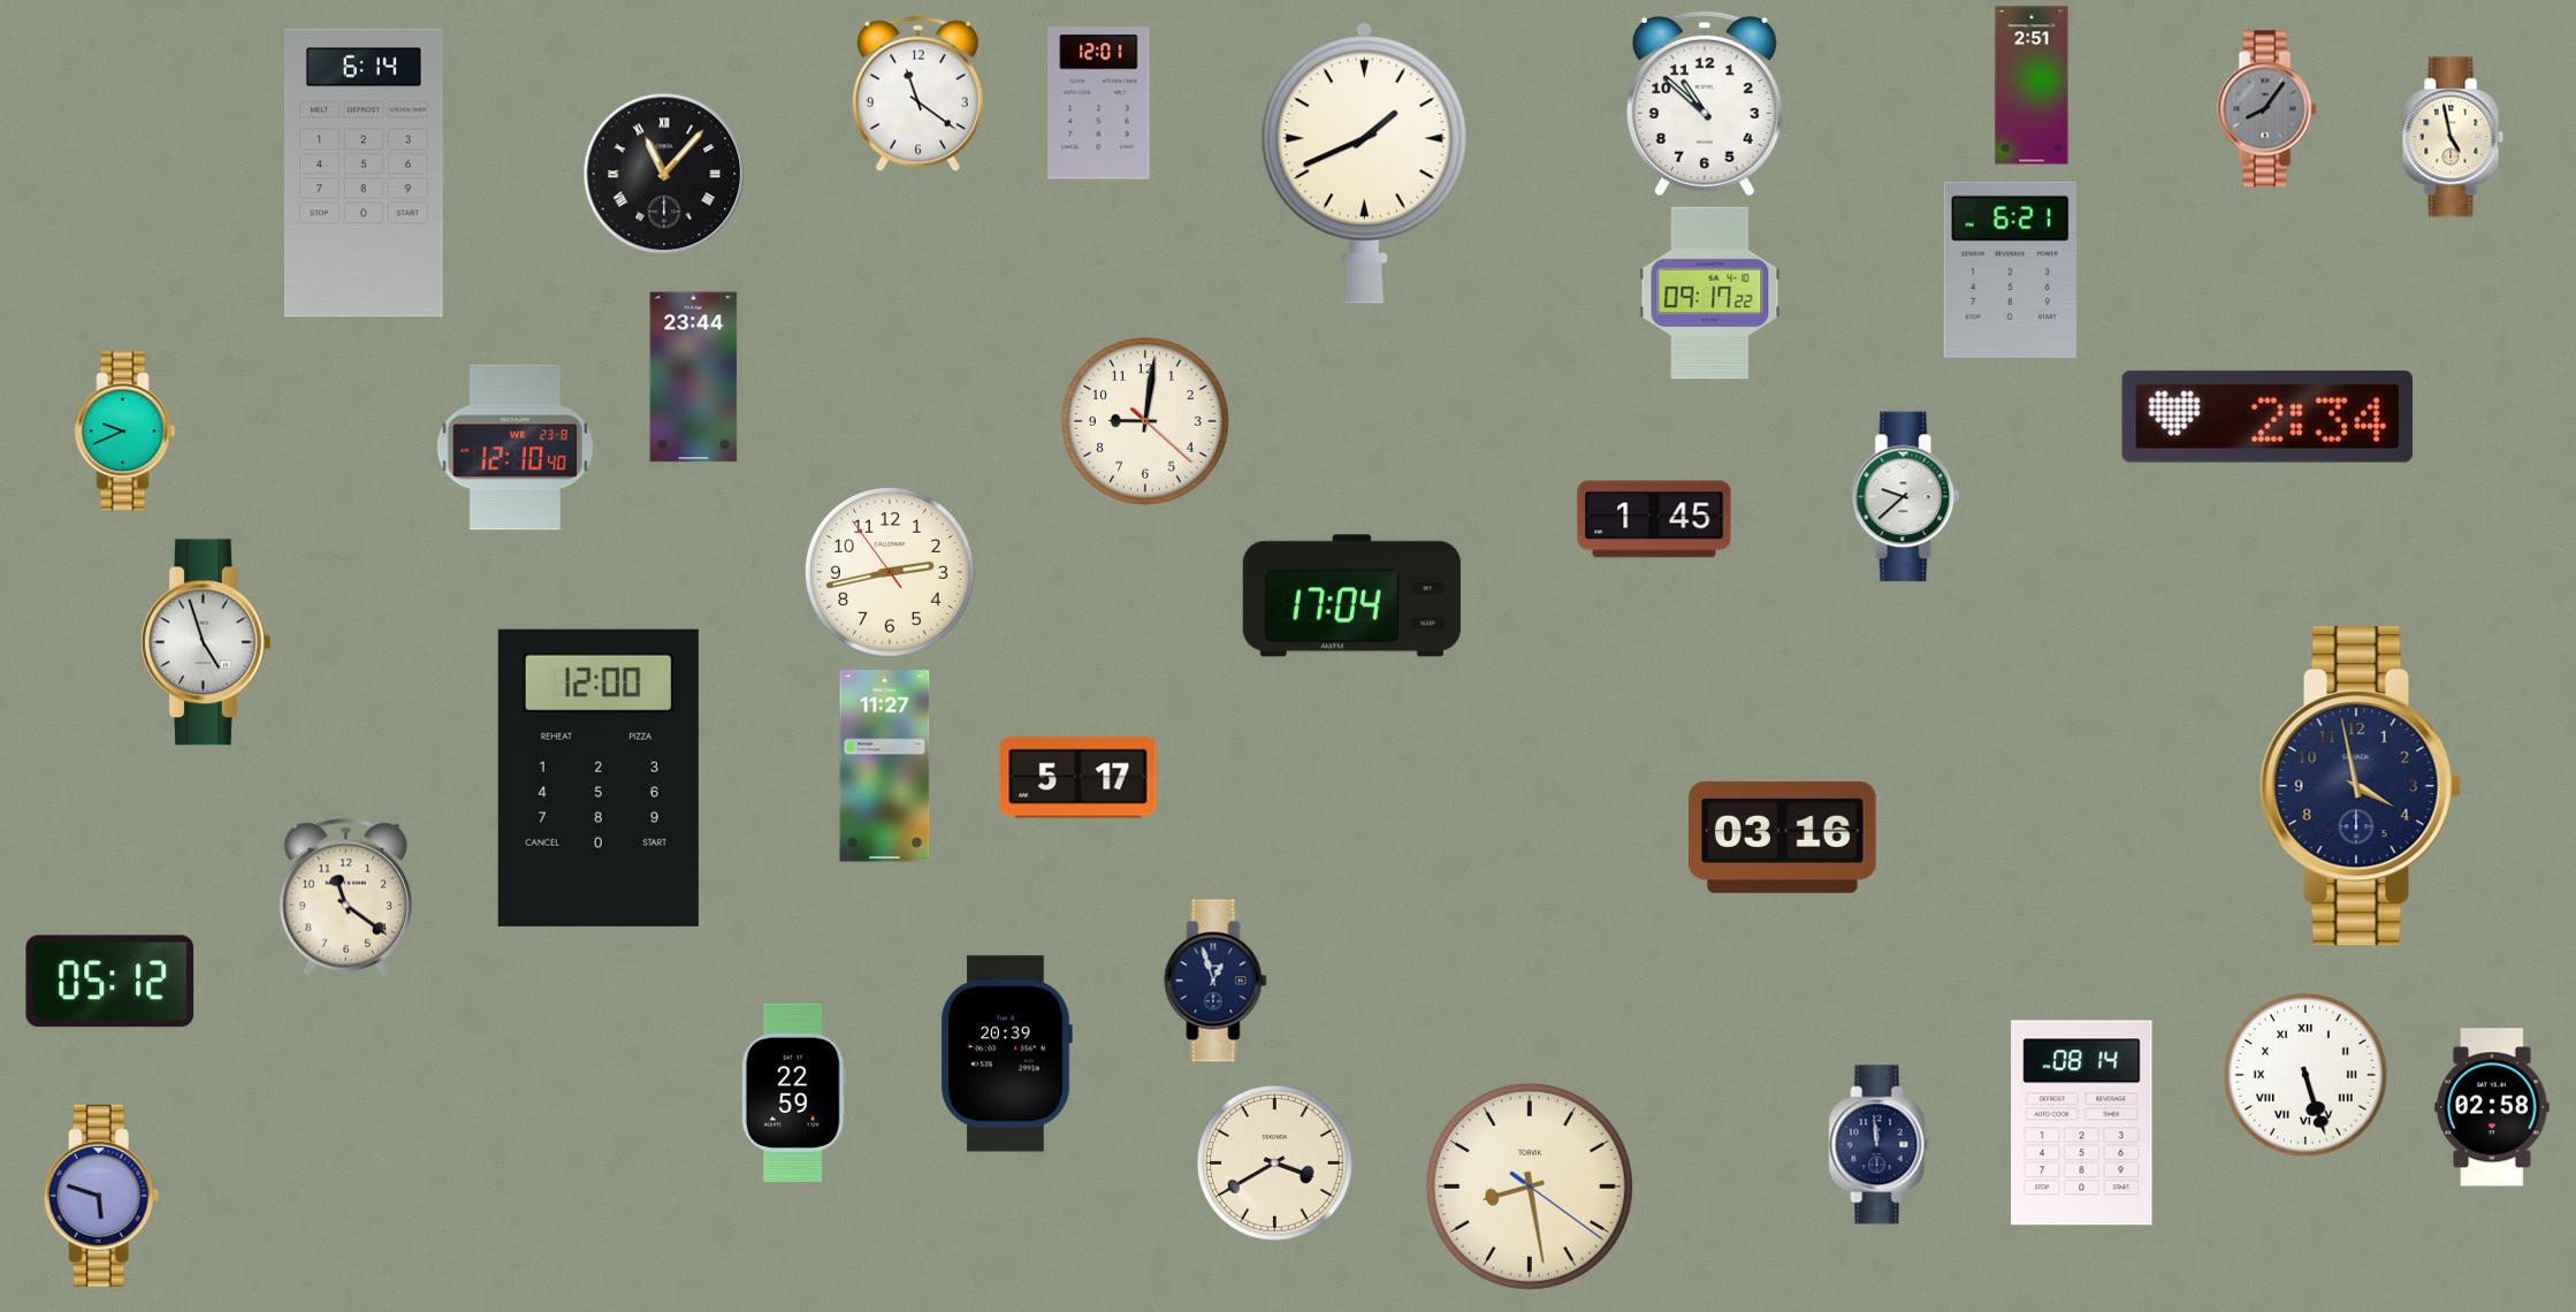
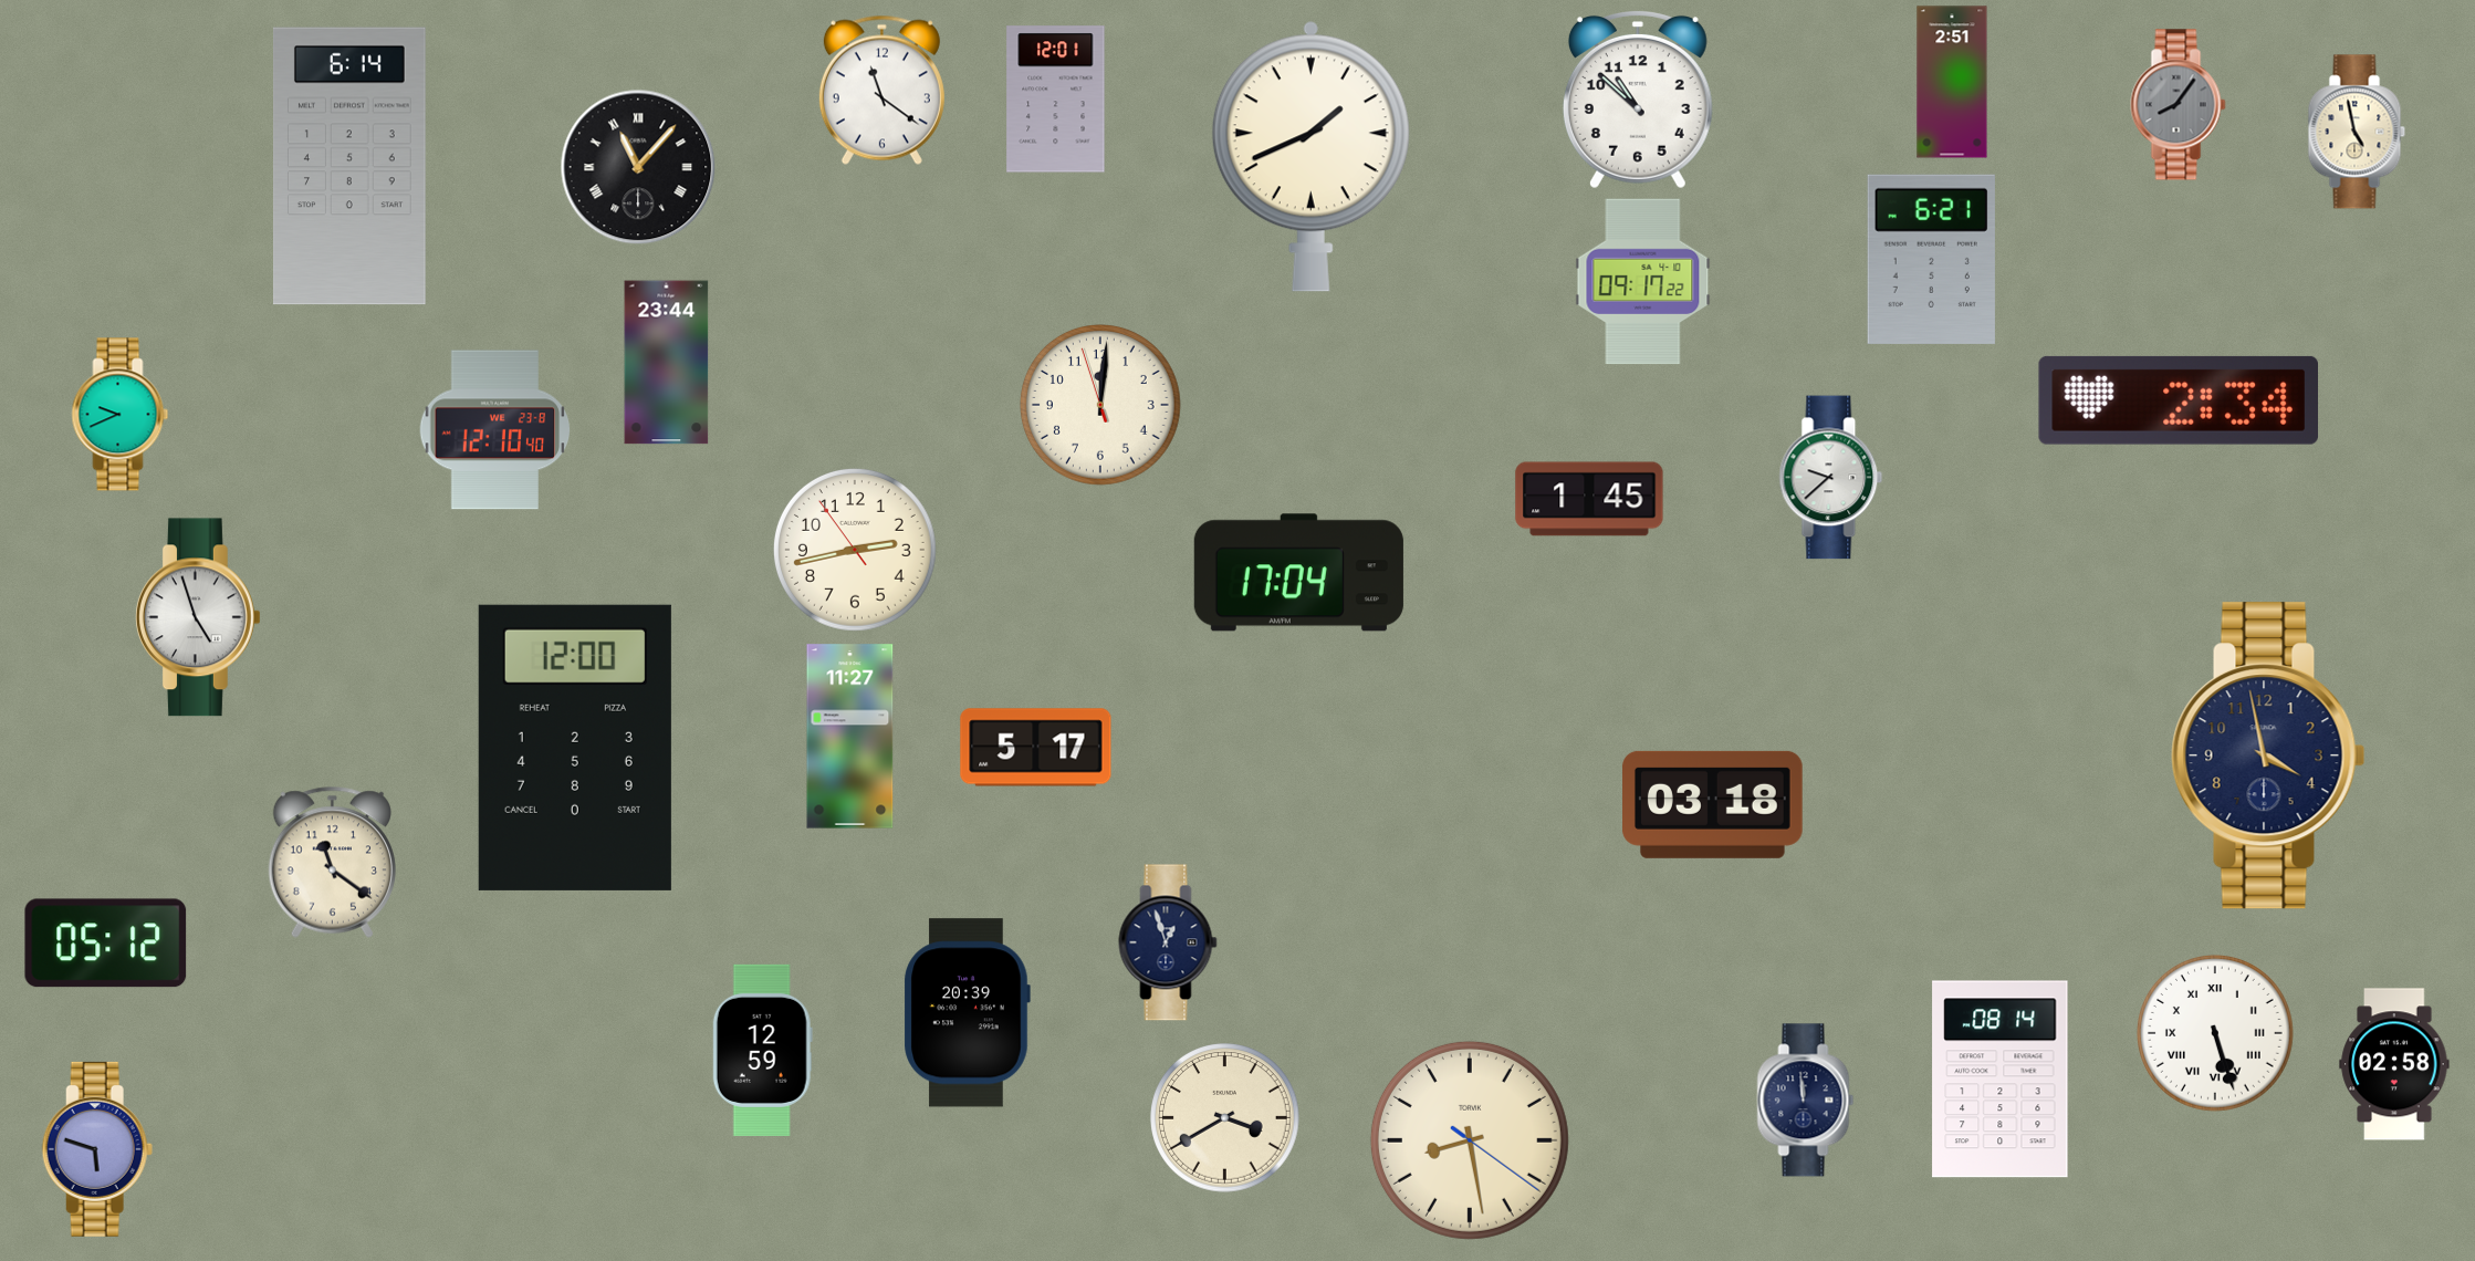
clock at (1146, 422): 9:01 -> 12:00
clock at (1783, 837): 03:16 -> 03:18
clock at (793, 1092): 22:59 -> 12:59
